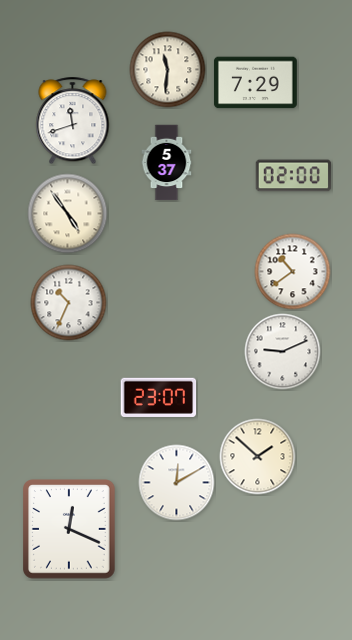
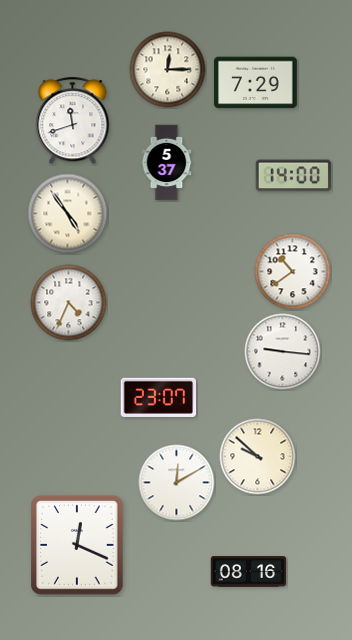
clock at (168, 70): 11:31 -> 12:15
clock at (294, 176): 02:00 -> 14:00
clock at (69, 303): 10:34 -> 4:34
clock at (283, 352): 9:11 -> 9:16
clock at (258, 457): 1:52 -> 9:52
clock at (70, 529) position: (70, 529) -> (78, 545)
clock at (249, 572): none -> 08:16
